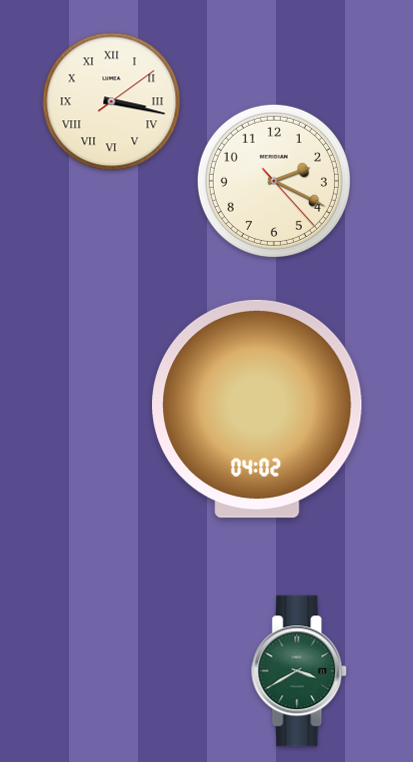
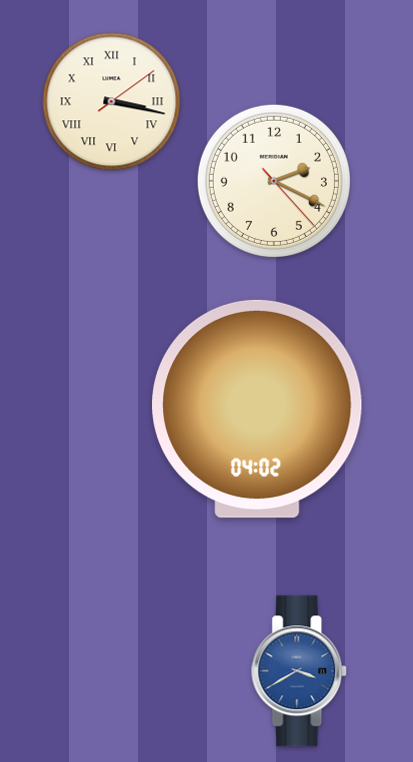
clock at (300, 671) dial: green -> blue
